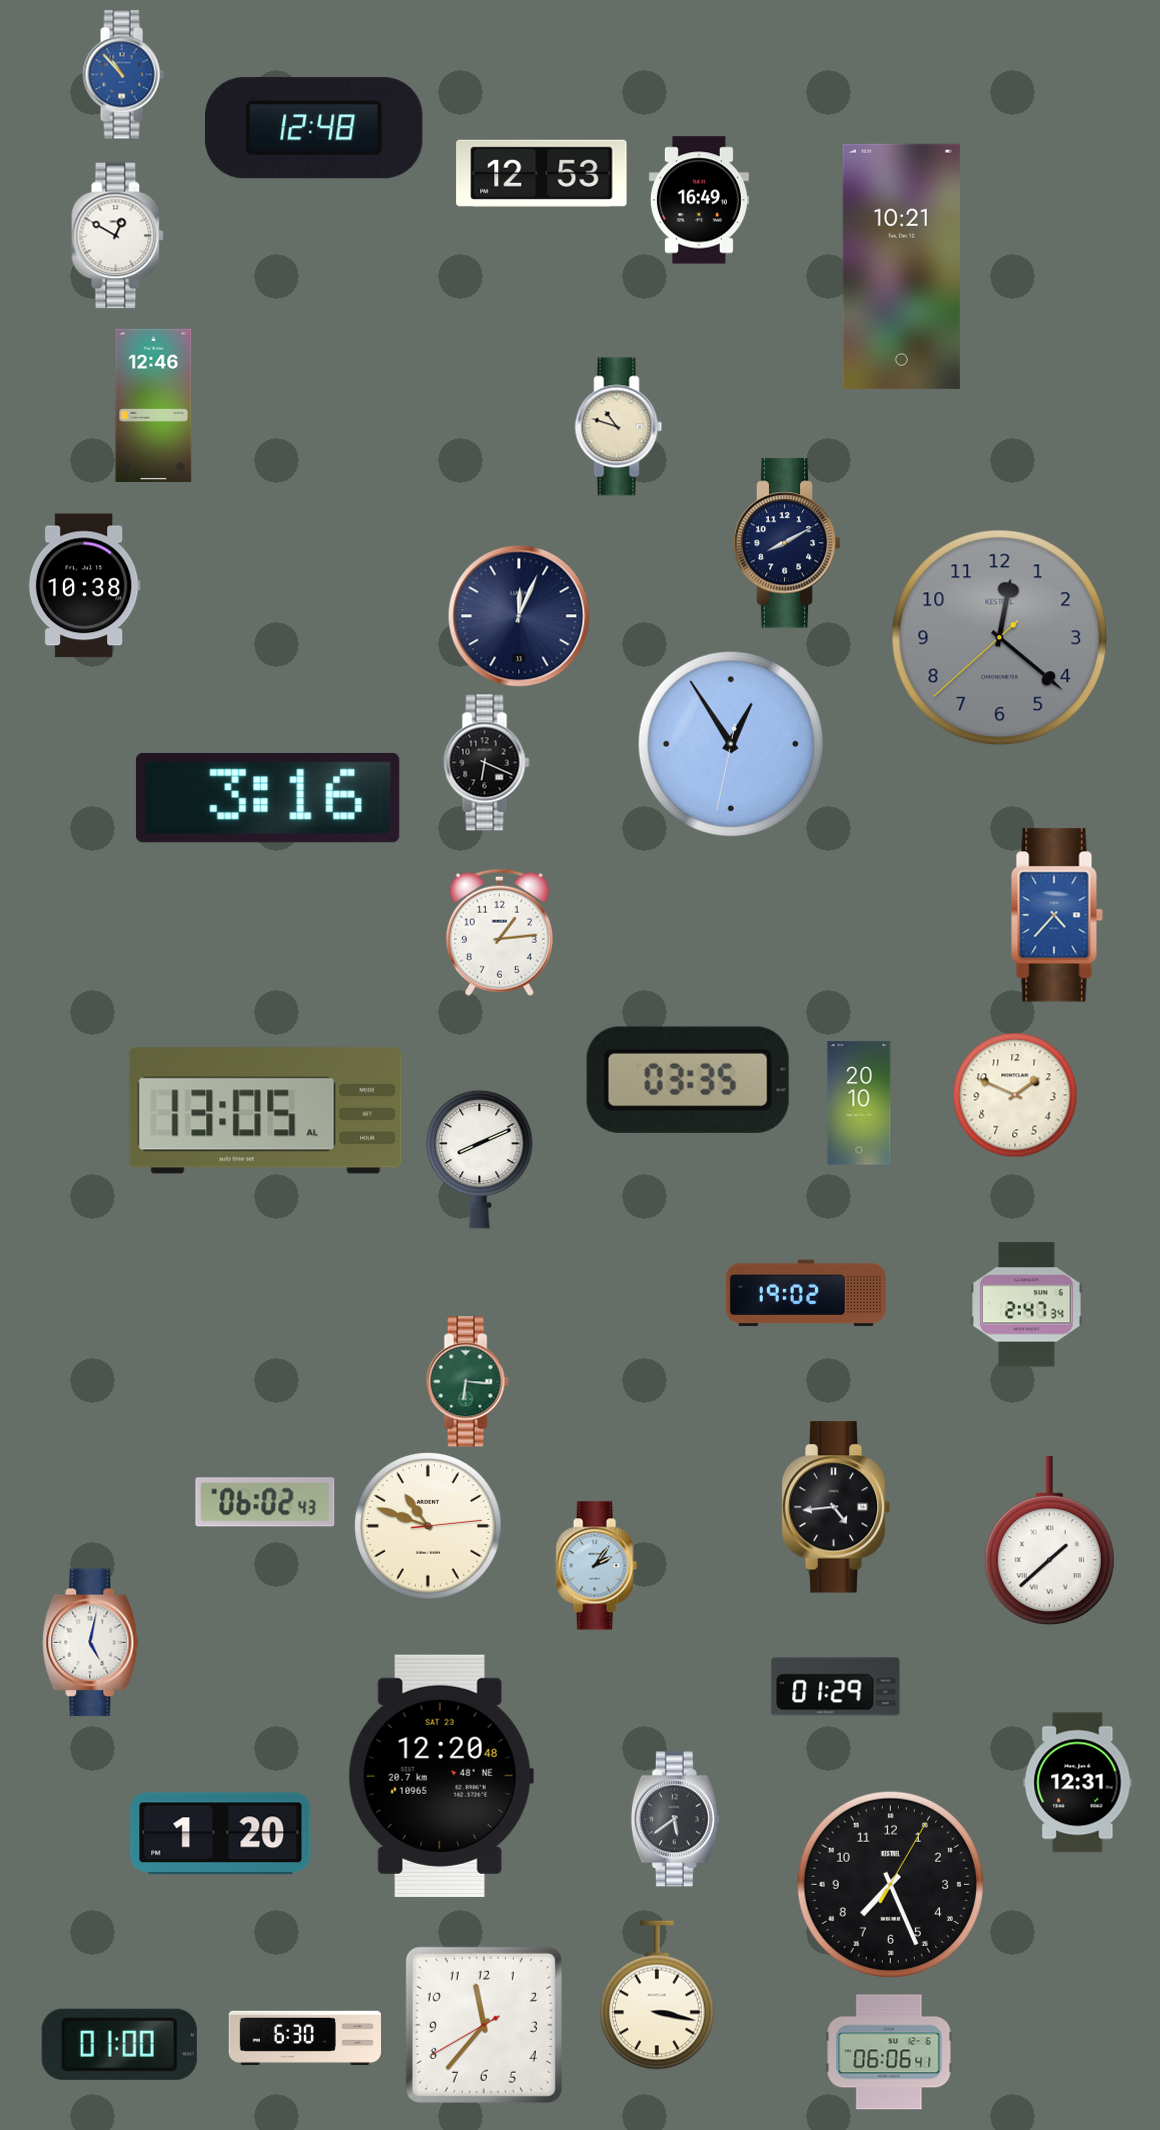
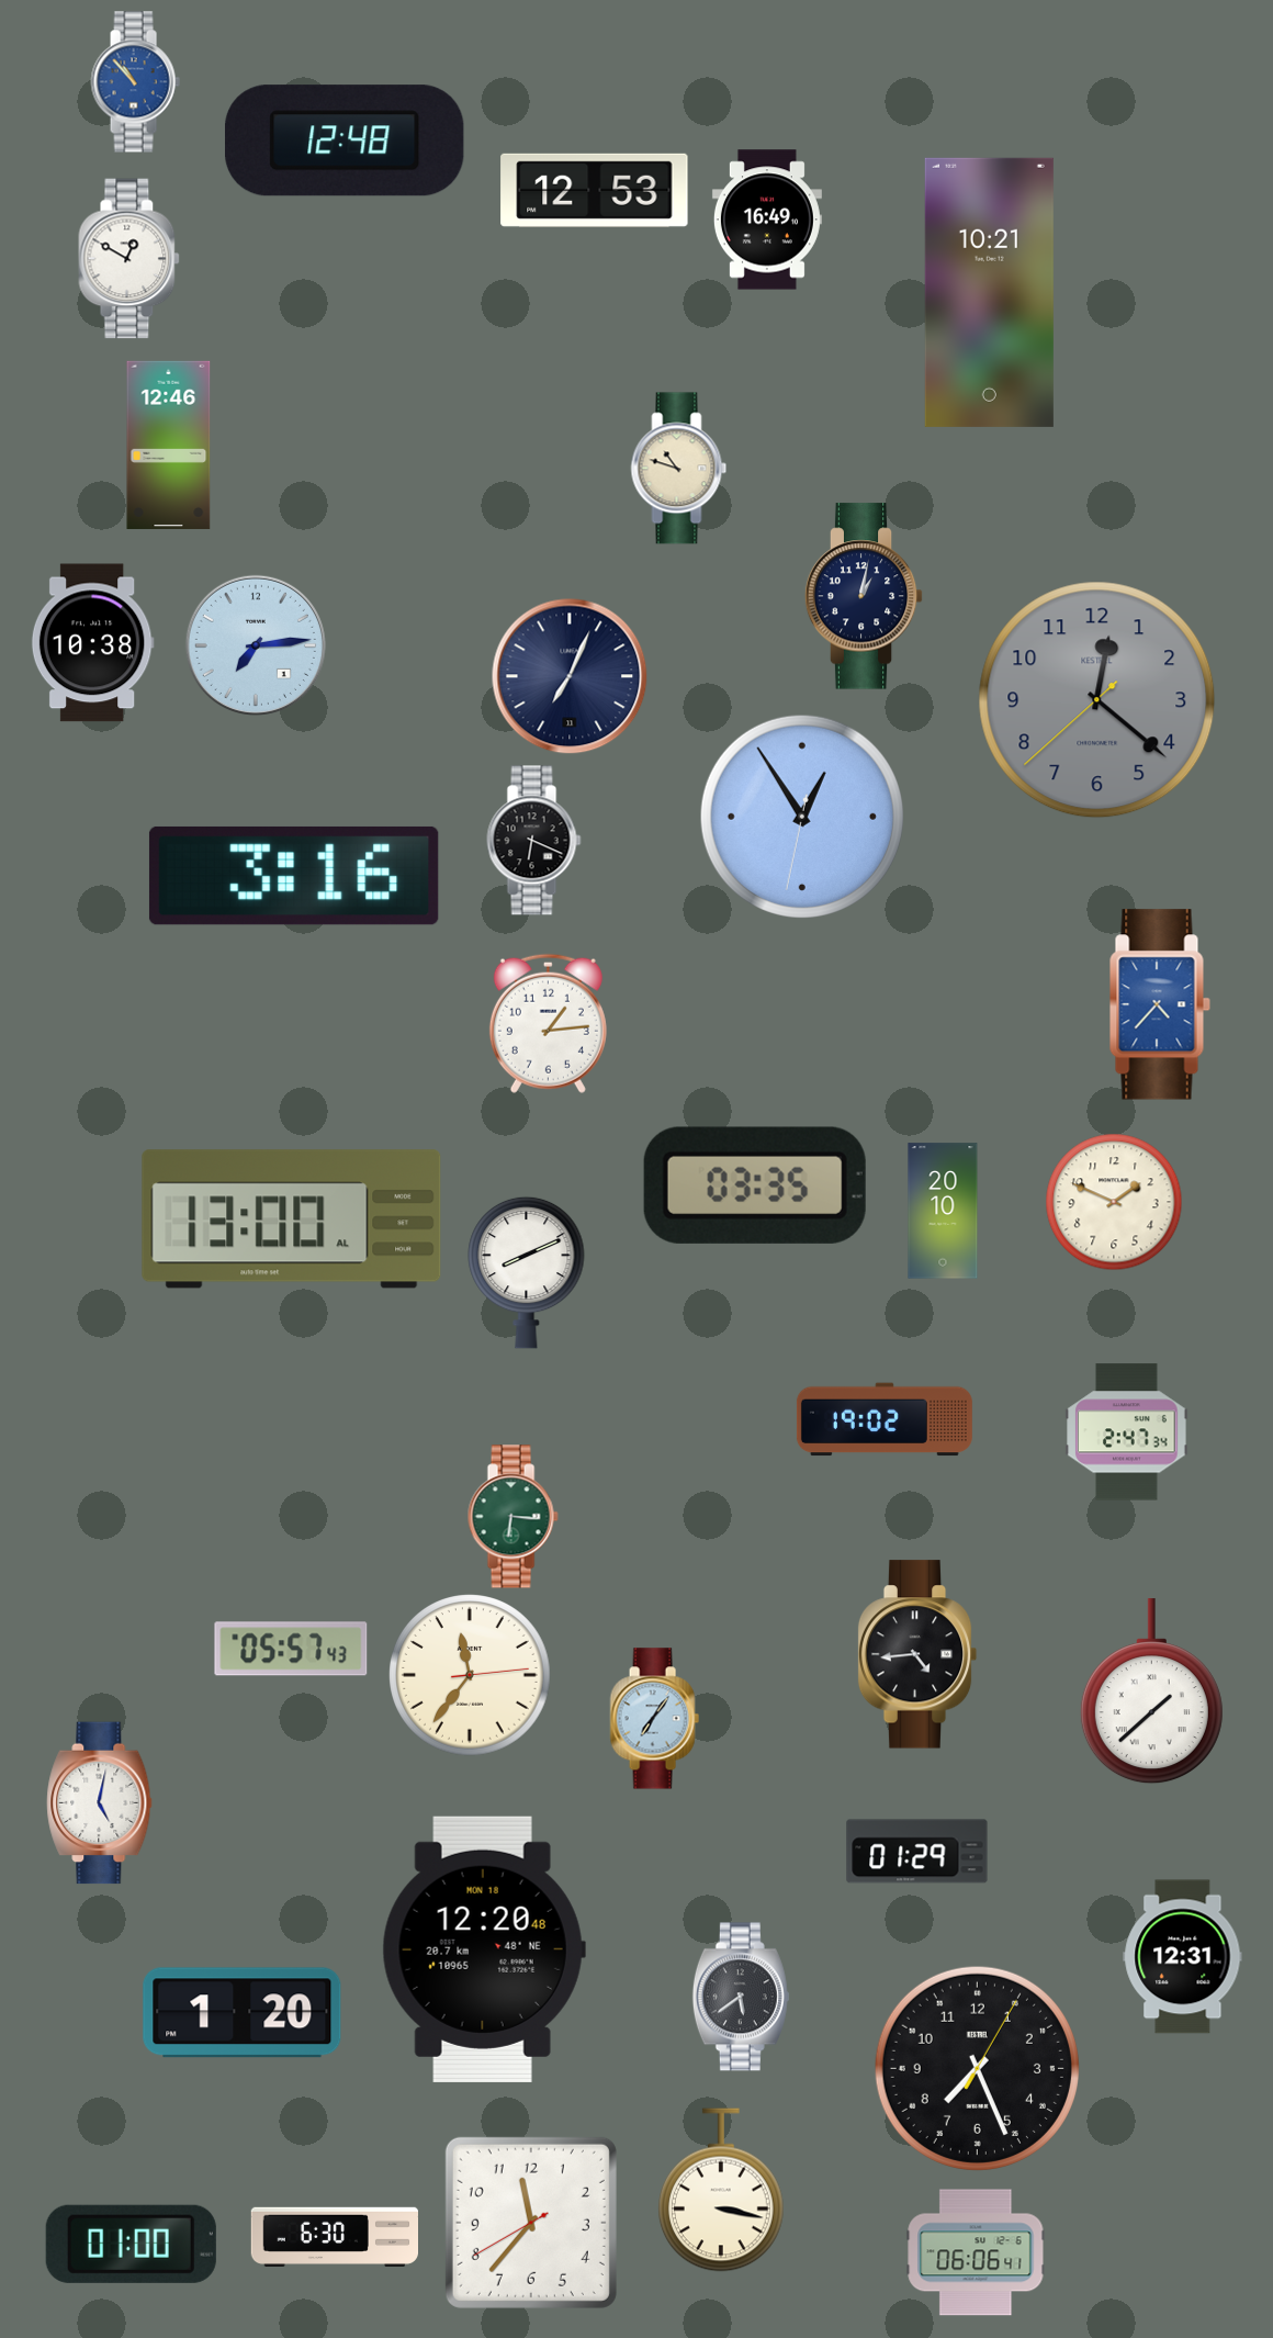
clock at (787, 543): 8:10 -> 1:02
clock at (256, 645): none -> 7:14
clock at (519, 616): 12:04 -> 7:04
clock at (487, 763) position: (487, 763) -> (534, 841)
clock at (266, 1111): 13:05 -> 13:00
clock at (265, 1502): 06:02 -> 05:57
clock at (428, 1526): 10:48 -> 11:36
clock at (596, 1566): 2:06 -> 7:06
clock at (441, 1776) date: SAT 23 -> MON 18
